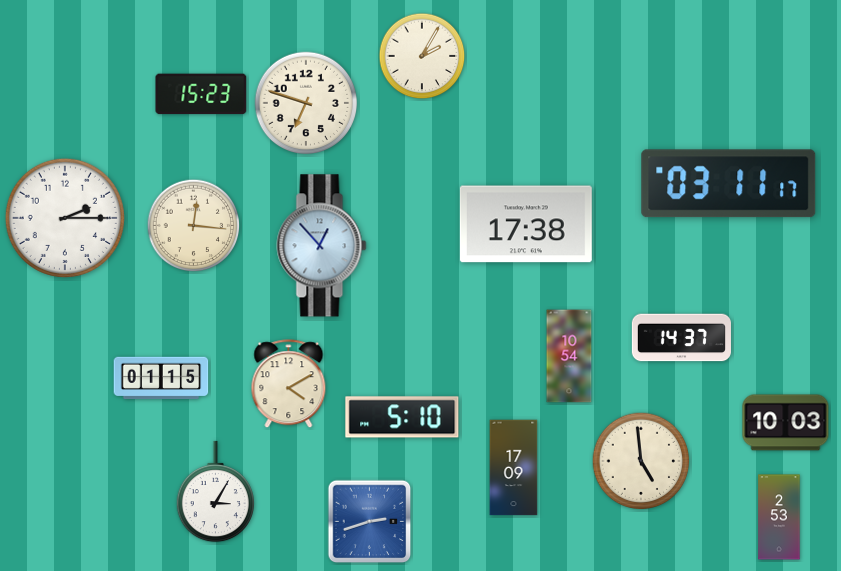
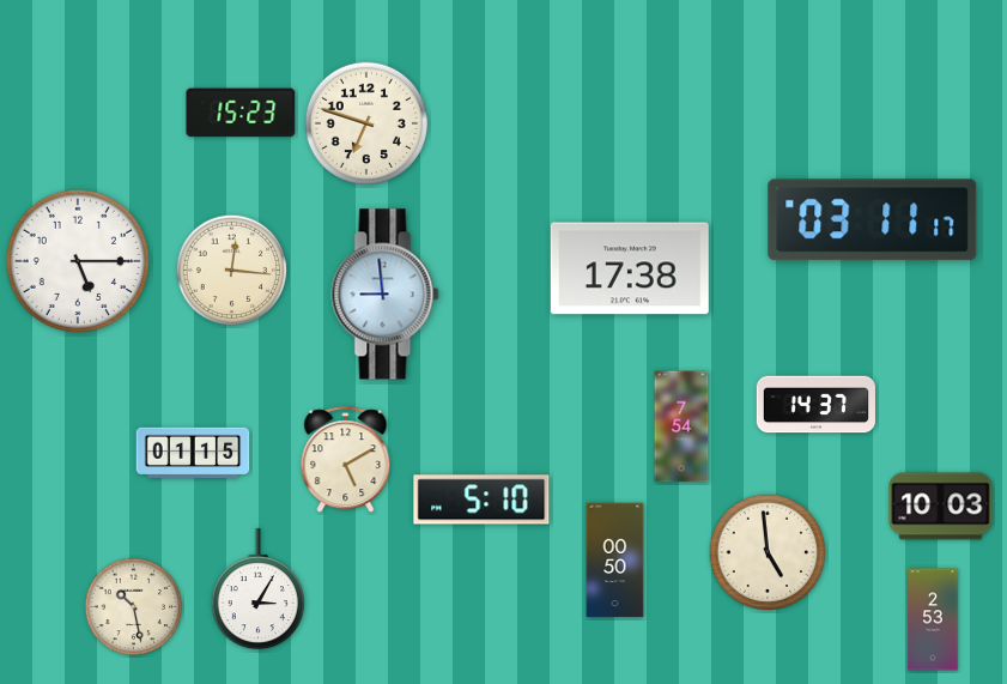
clock at (422, 56): 2:05 -> none
clock at (65, 218): 2:15 -> 5:15
clock at (322, 246): 12:53 -> 8:59
clock at (569, 356): 10:54 -> 7:54
clock at (289, 384): 4:10 -> 5:10
clock at (514, 468): 17:09 -> 00:50
clock at (134, 607): none -> 10:28
clock at (370, 522): 2:42 -> none
